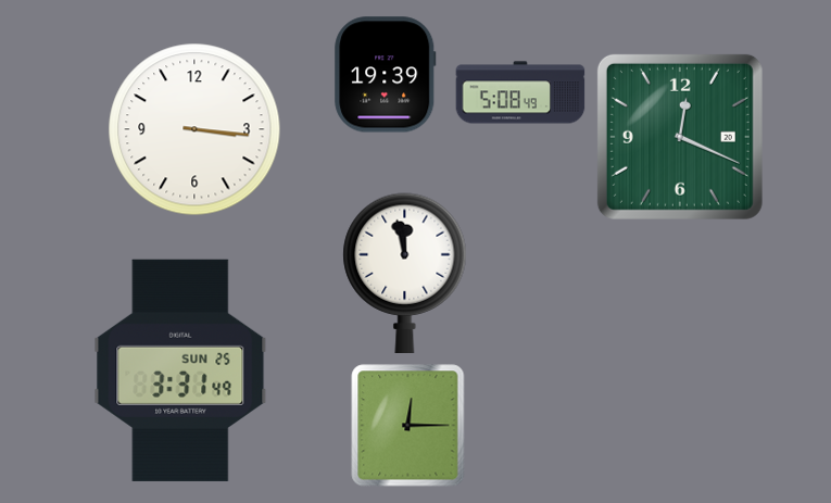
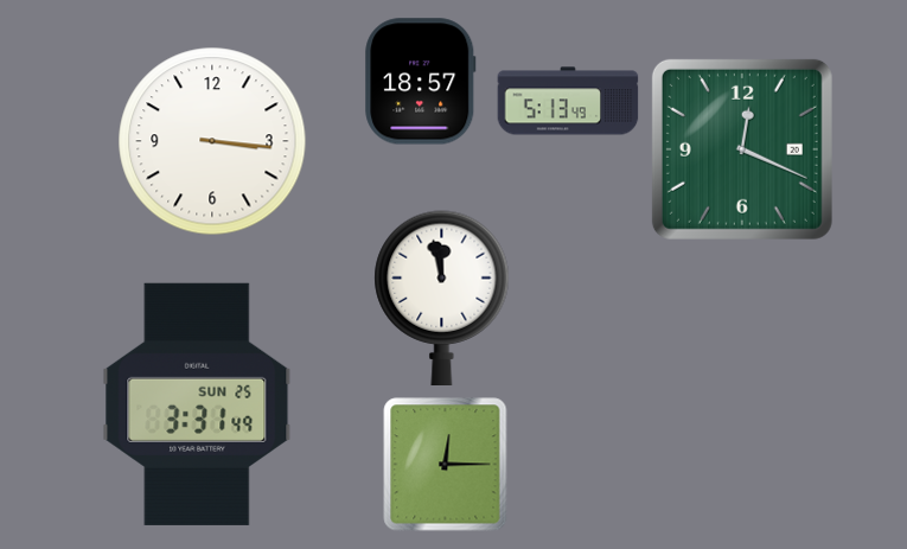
clock at (386, 75): 19:39 -> 18:57
clock at (520, 92): 5:08 -> 5:13
